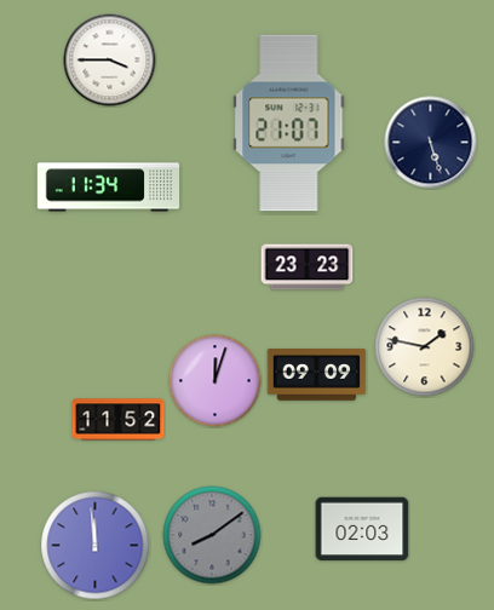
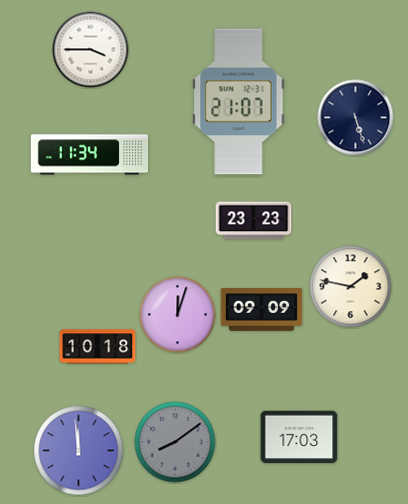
clock at (119, 420): 11:52 -> 10:18
clock at (362, 529): 02:03 -> 17:03
